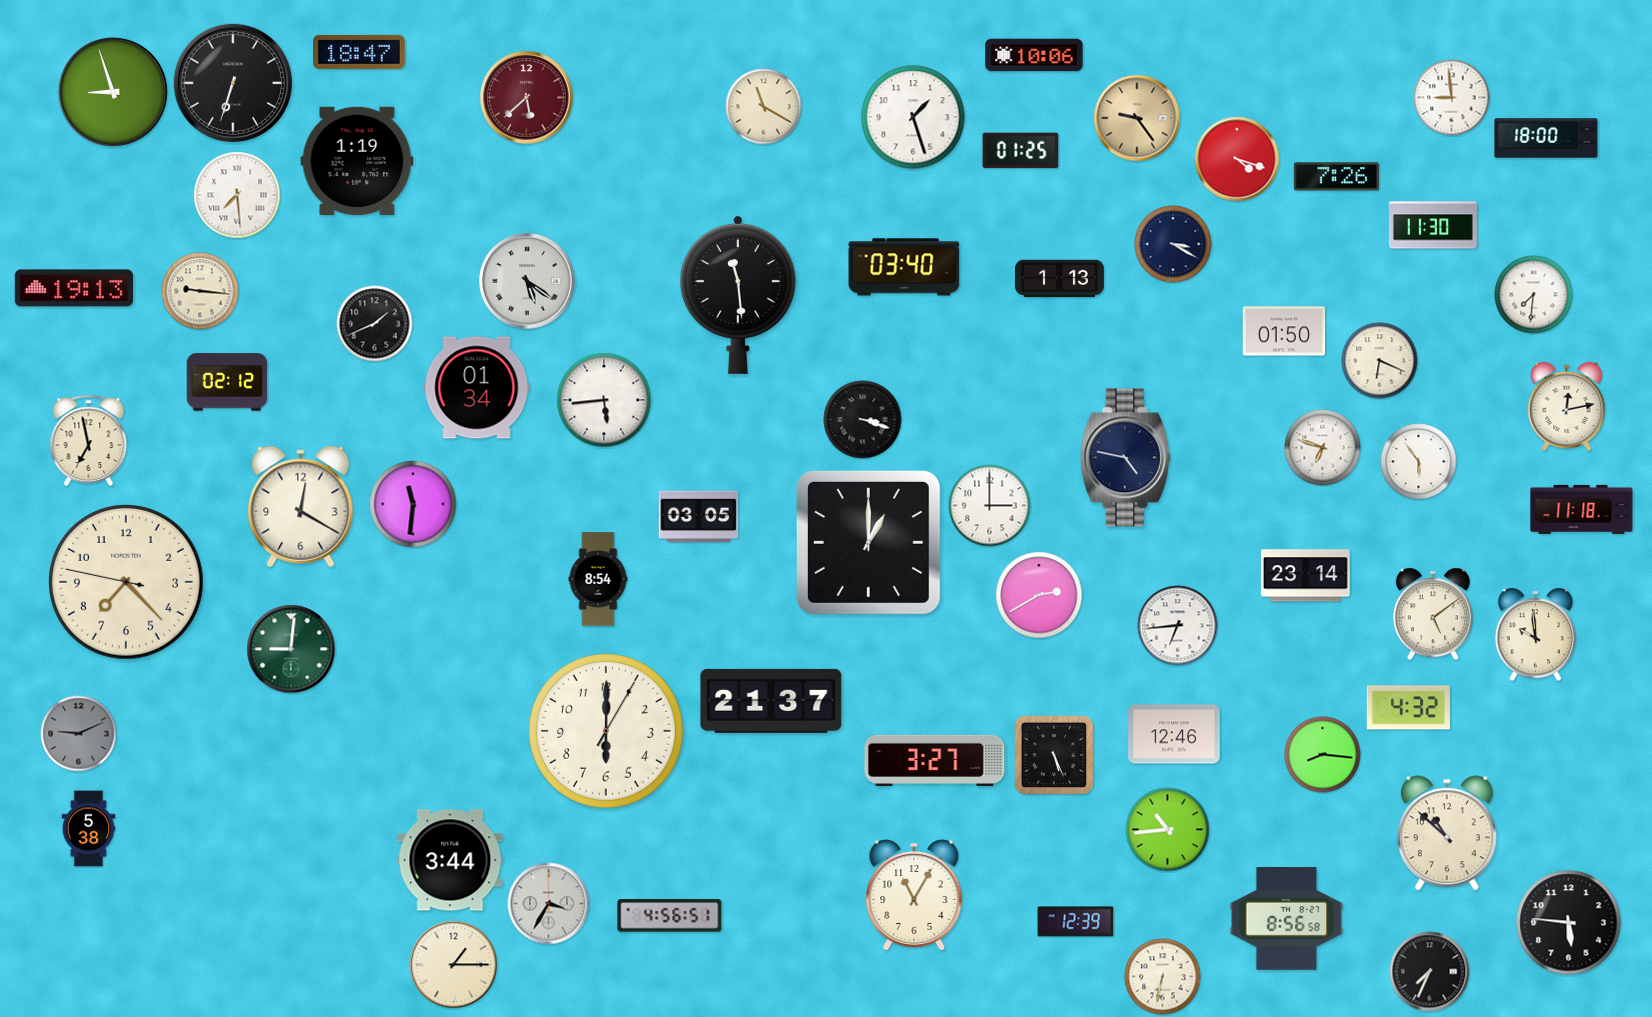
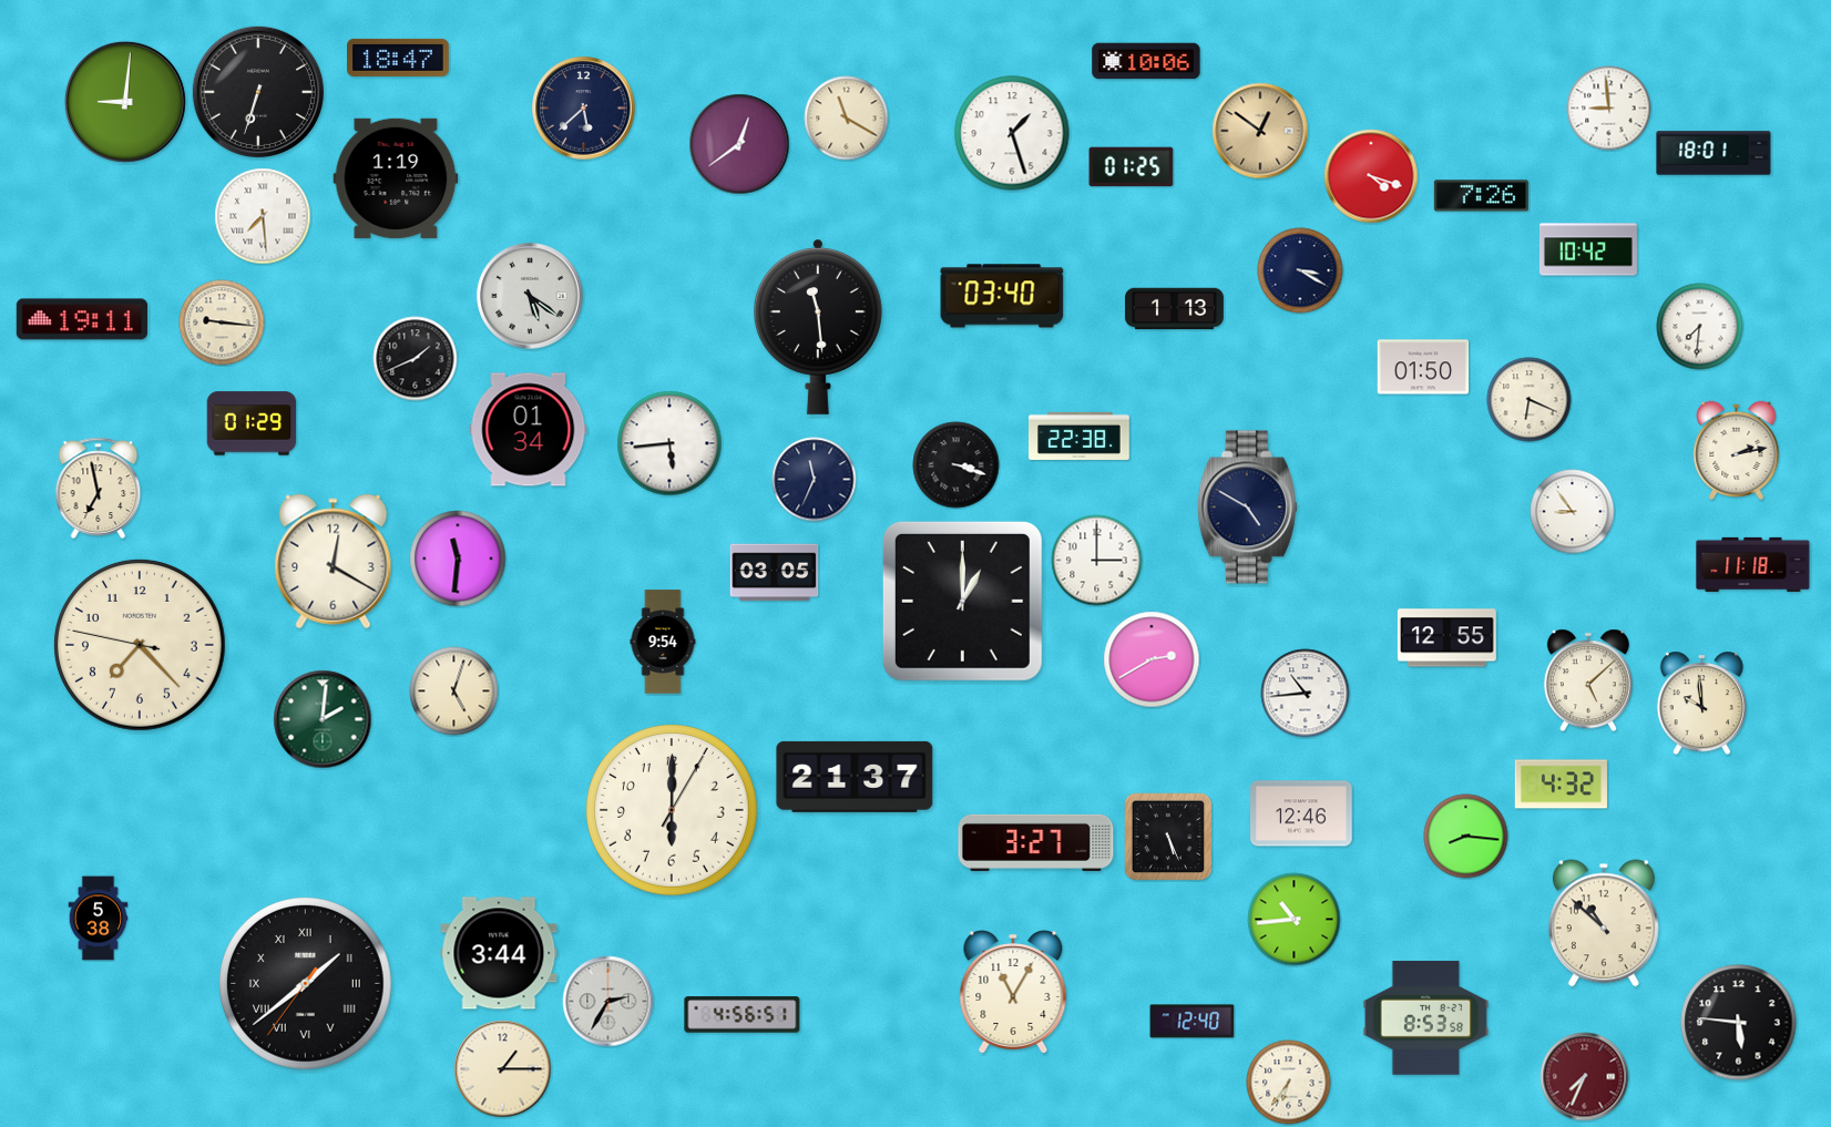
clock at (113, 92): 8:57 -> 9:01
clock at (527, 98) dial: burgundy -> navy
clock at (913, 117) position: (913, 117) -> (1012, 133)
clock at (1137, 118): 9:24 -> 12:51
clock at (739, 144): none -> 12:39
clock at (1546, 138): 18:00 -> 18:01
clock at (1433, 225): 11:30 -> 10:42
clock at (527, 281) position: (527, 281) -> (530, 296)
clock at (74, 288): 19:13 -> 19:11
clock at (227, 382): 02:12 -> 01:29
clock at (1080, 436): none -> 22:38
clock at (1567, 407): 12:13 -> 2:13
clock at (815, 480): none -> 11:34
clock at (1323, 448): 6:48 -> none
clock at (1125, 458): 4:47 -> 4:50
clock at (1419, 462): 5:54 -> 8:54
clock at (1305, 576): 23:14 -> 12:55
clock at (598, 579): 8:54 -> 9:54
clock at (1433, 614): 5:09 -> 5:08
clock at (454, 691): none -> 5:03
clock at (1178, 626): 6:44 -> 10:44
clock at (291, 649): 9:01 -> 2:01
clock at (79, 734): 9:11 -> none
clock at (306, 984): none -> 1:38
clock at (549, 904): 3:35 -> 2:35
clock at (1287, 919): 8:56 -> 8:53
clock at (1076, 922): 12:39 -> 12:40
clock at (1430, 972) dial: black -> burgundy
clock at (1163, 977): 6:32 -> 6:36
